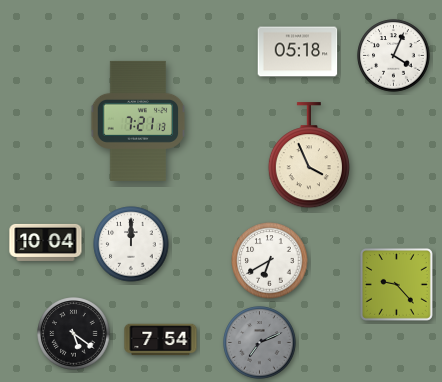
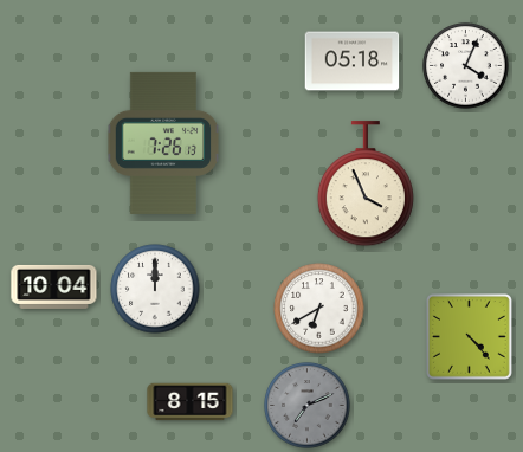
clock at (138, 121): 7:21 -> 7:26
clock at (396, 284): 9:23 -> 4:23
clock at (74, 334): 5:21 -> none
clock at (161, 340): 7:54 -> 8:15
